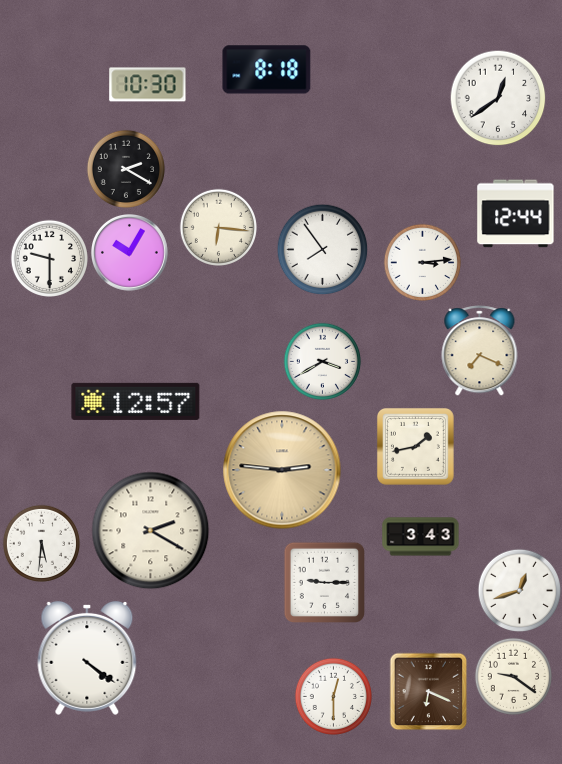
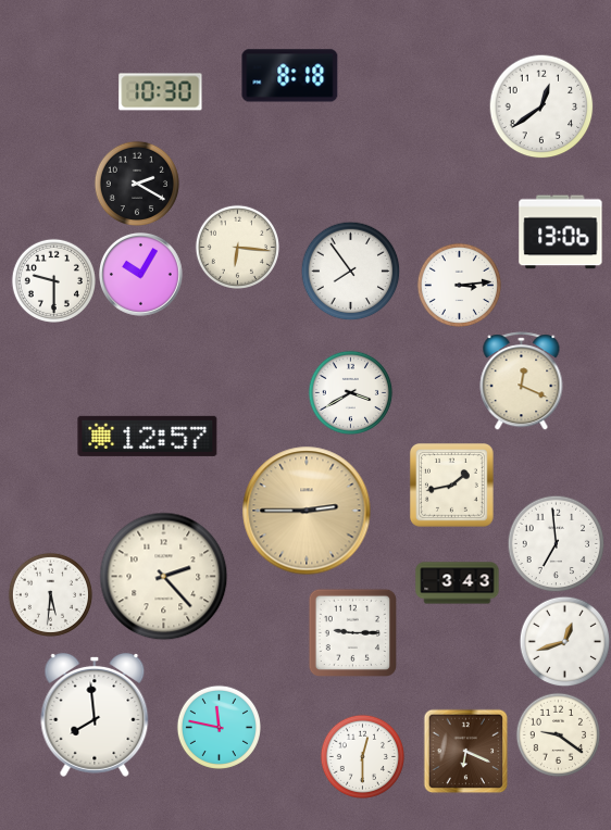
clock at (516, 214): 12:44 -> 13:06
clock at (480, 351): 7:19 -> 12:19
clock at (282, 470): 2:46 -> 2:45
clock at (556, 543): none -> 6:59
clock at (151, 531): 2:20 -> 2:23
clock at (41, 543) position: (41, 543) -> (50, 594)
clock at (87, 658): 4:21 -> 7:59
clock at (219, 727): none -> 11:47
